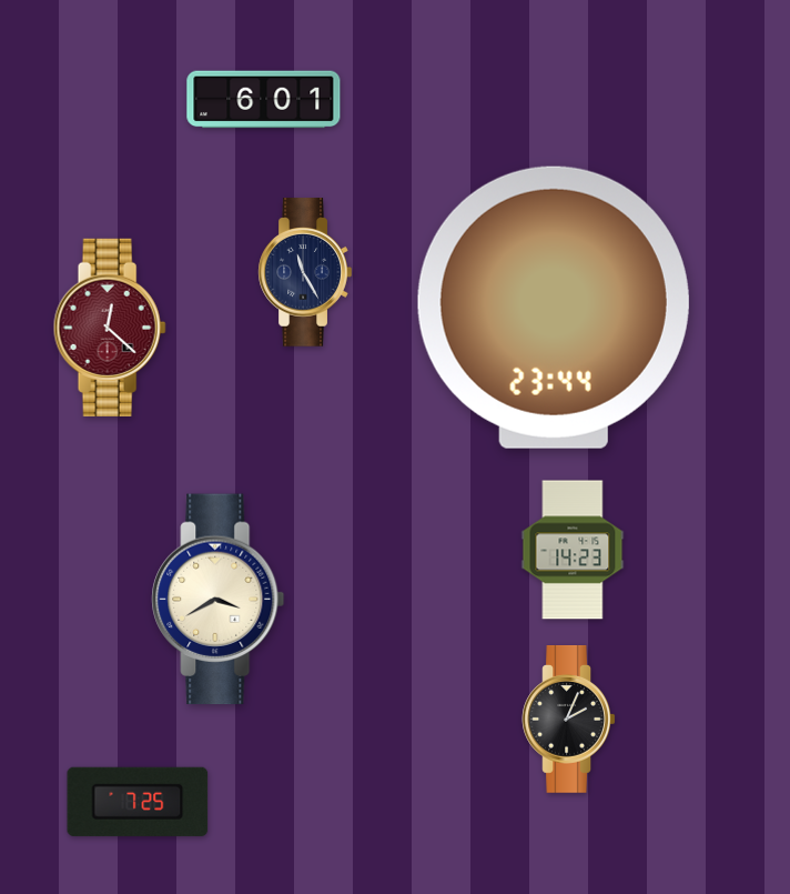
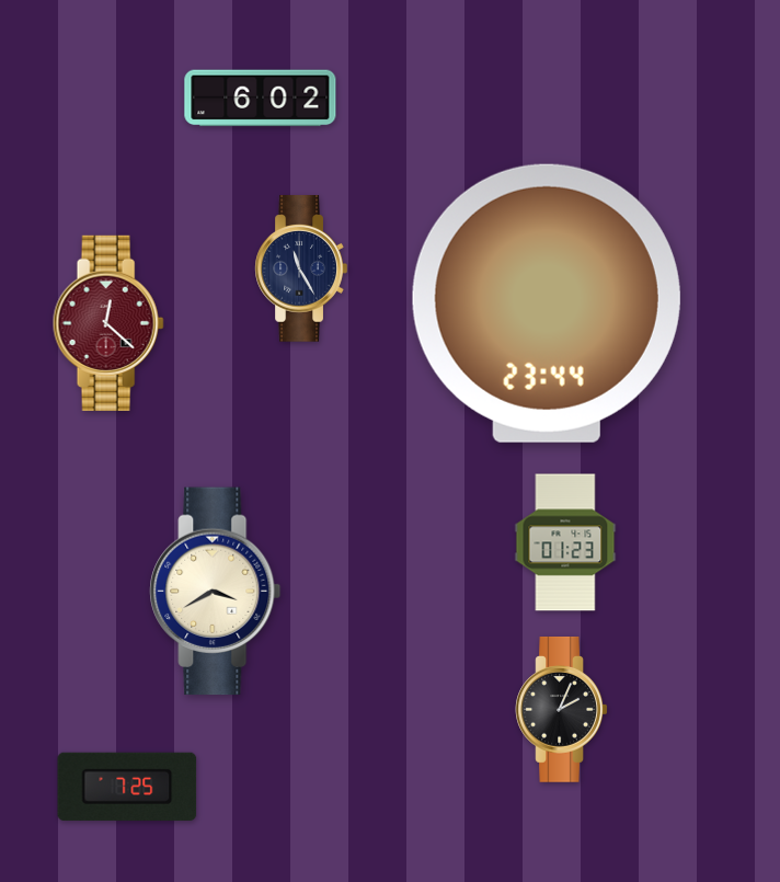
clock at (264, 100): 6:01 -> 6:02
clock at (573, 550): 14:23 -> 01:23
clock at (138, 802) position: (138, 802) -> (127, 787)
